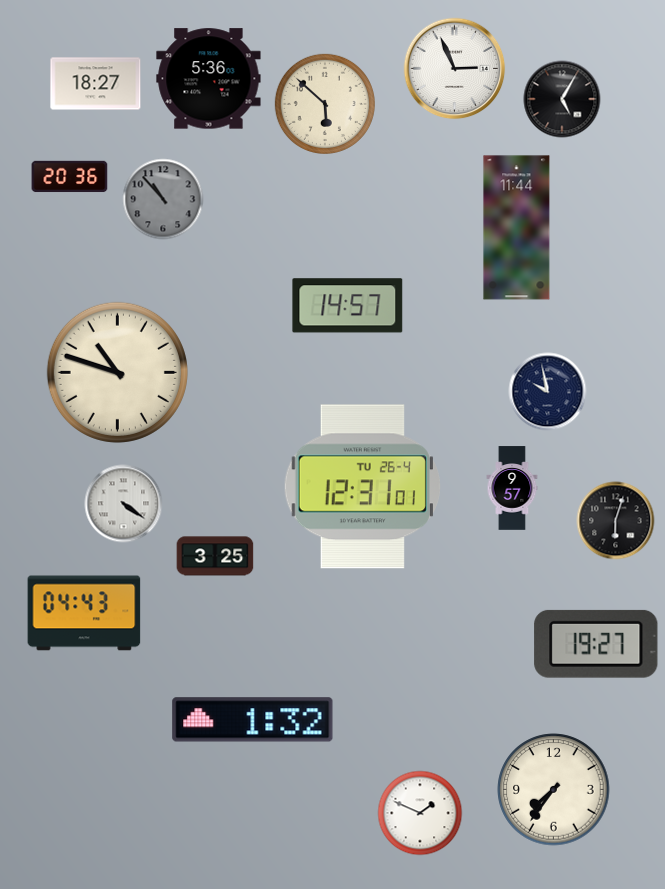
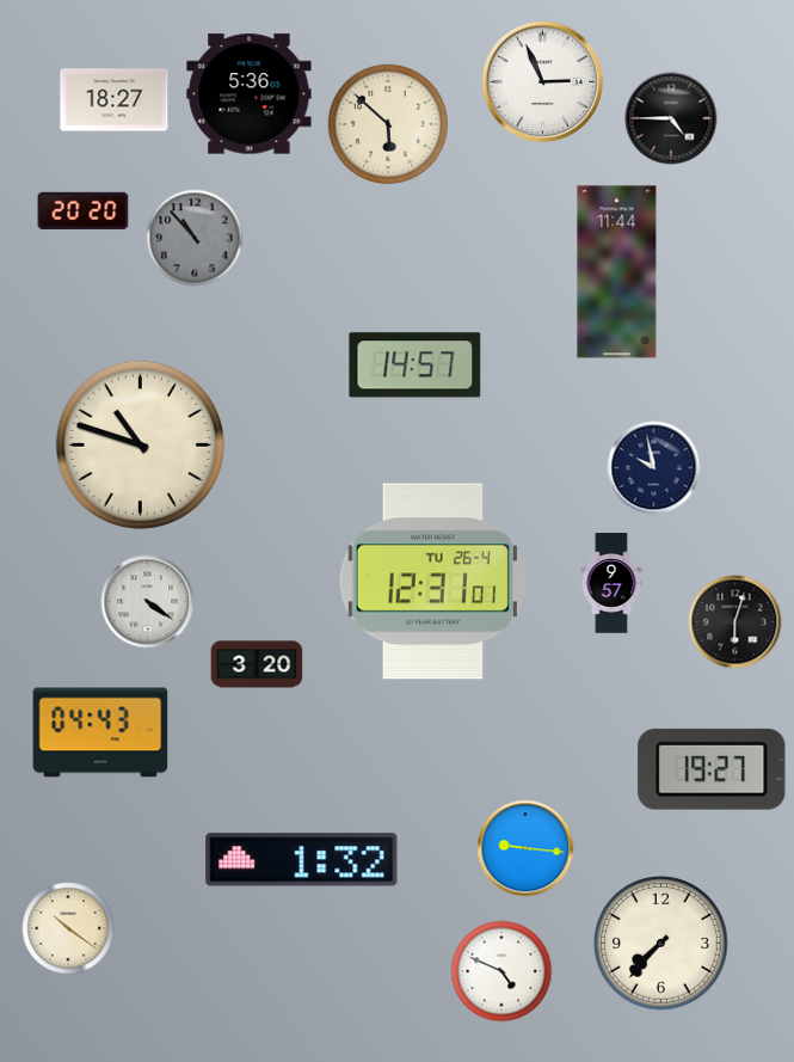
clock at (562, 99): 5:05 -> 4:45
clock at (70, 177): 20:36 -> 20:20
clock at (215, 556): 3:25 -> 3:20
clock at (525, 848): none -> 9:16
clock at (68, 928): none -> 10:21
clock at (554, 790): 7:36 -> 7:37
clock at (420, 813): 1:49 -> 4:49
